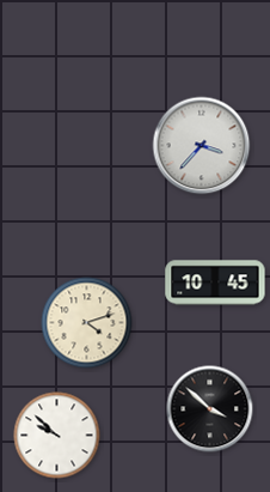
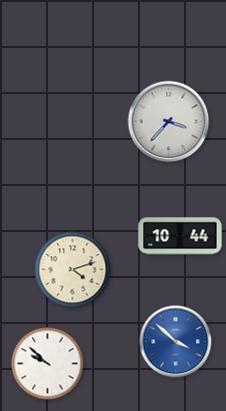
clock at (215, 283): 10:45 -> 10:44
clock at (210, 409) dial: black -> blue
